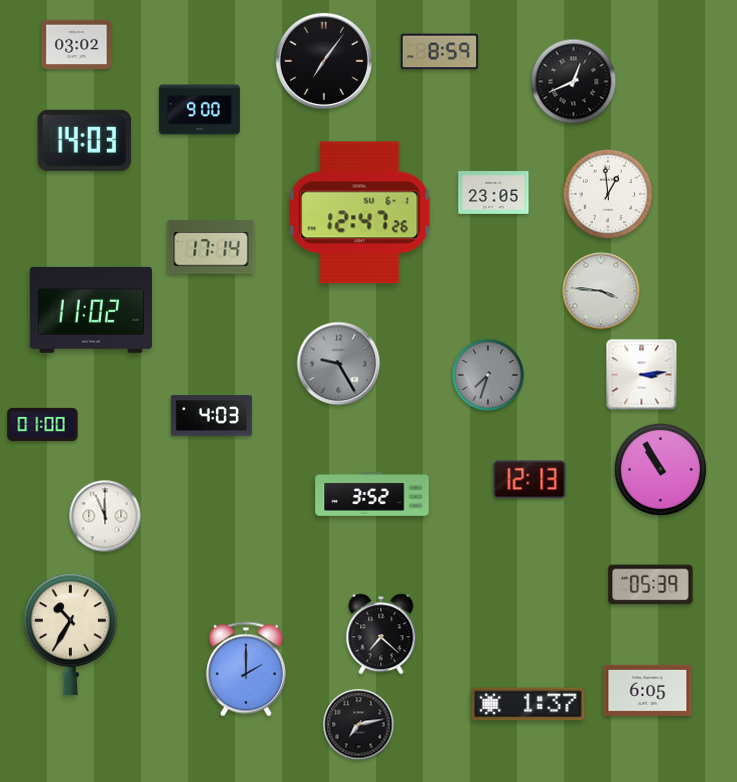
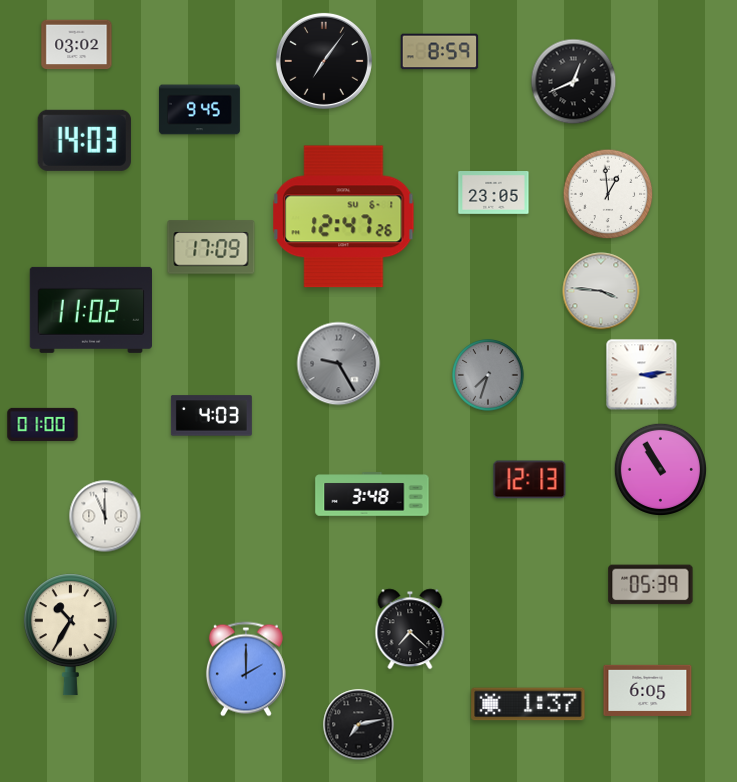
clock at (199, 110): 9:00 -> 9:45
clock at (360, 213) position: (360, 213) -> (344, 217)
clock at (211, 247): 17:14 -> 17:09
clock at (372, 495): 3:52 -> 3:48
clock at (381, 634) position: (381, 634) -> (410, 629)
